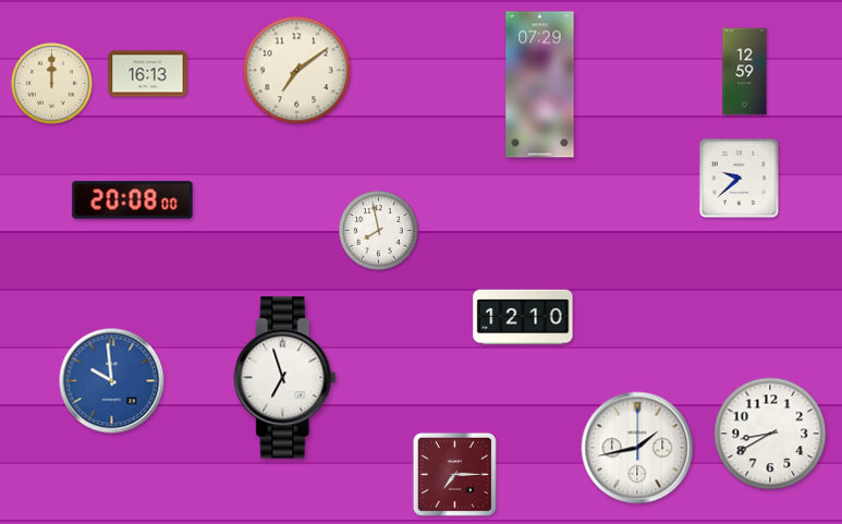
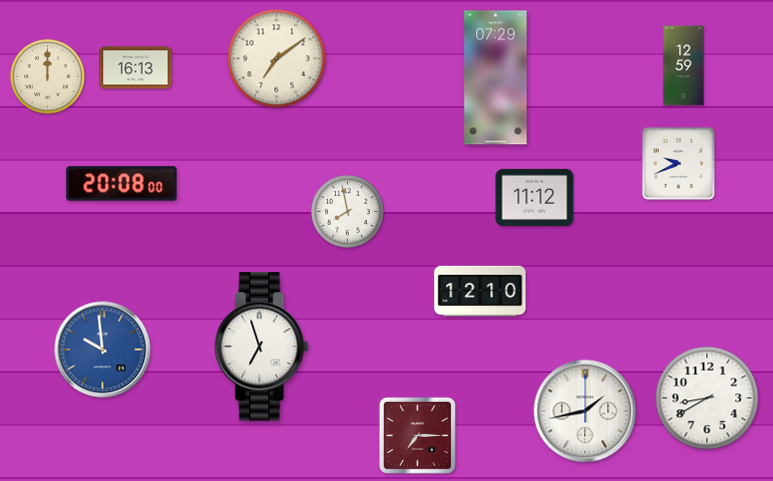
clock at (297, 71) position: (297, 71) -> (277, 59)
clock at (739, 178): 9:38 -> 9:41
clock at (535, 197): none -> 11:12
